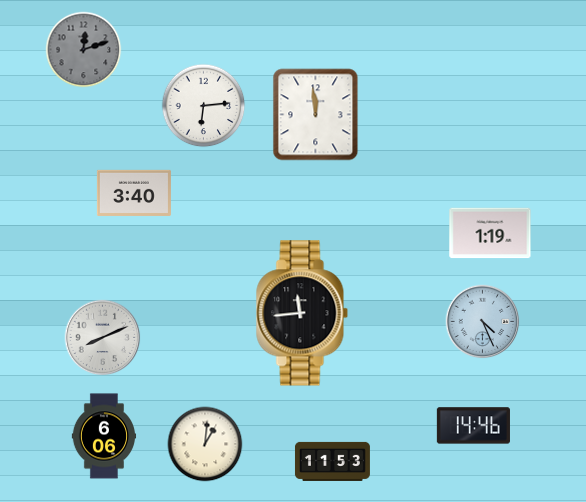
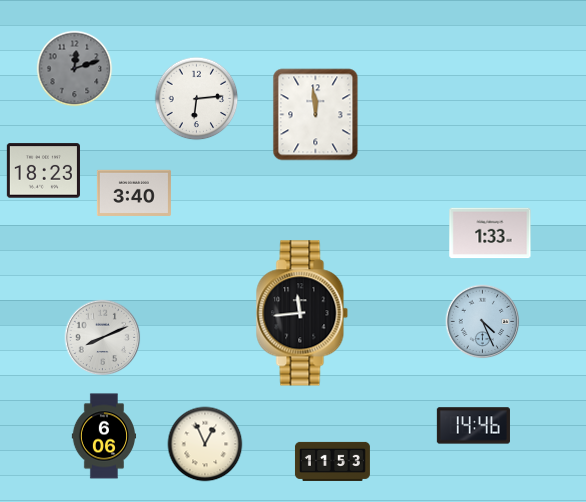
clock at (84, 50) position: (84, 50) -> (75, 69)
clock at (204, 106) position: (204, 106) -> (197, 99)
clock at (43, 171): none -> 18:23
clock at (490, 233): 1:19 -> 1:33
clock at (205, 444): 1:01 -> 12:56
